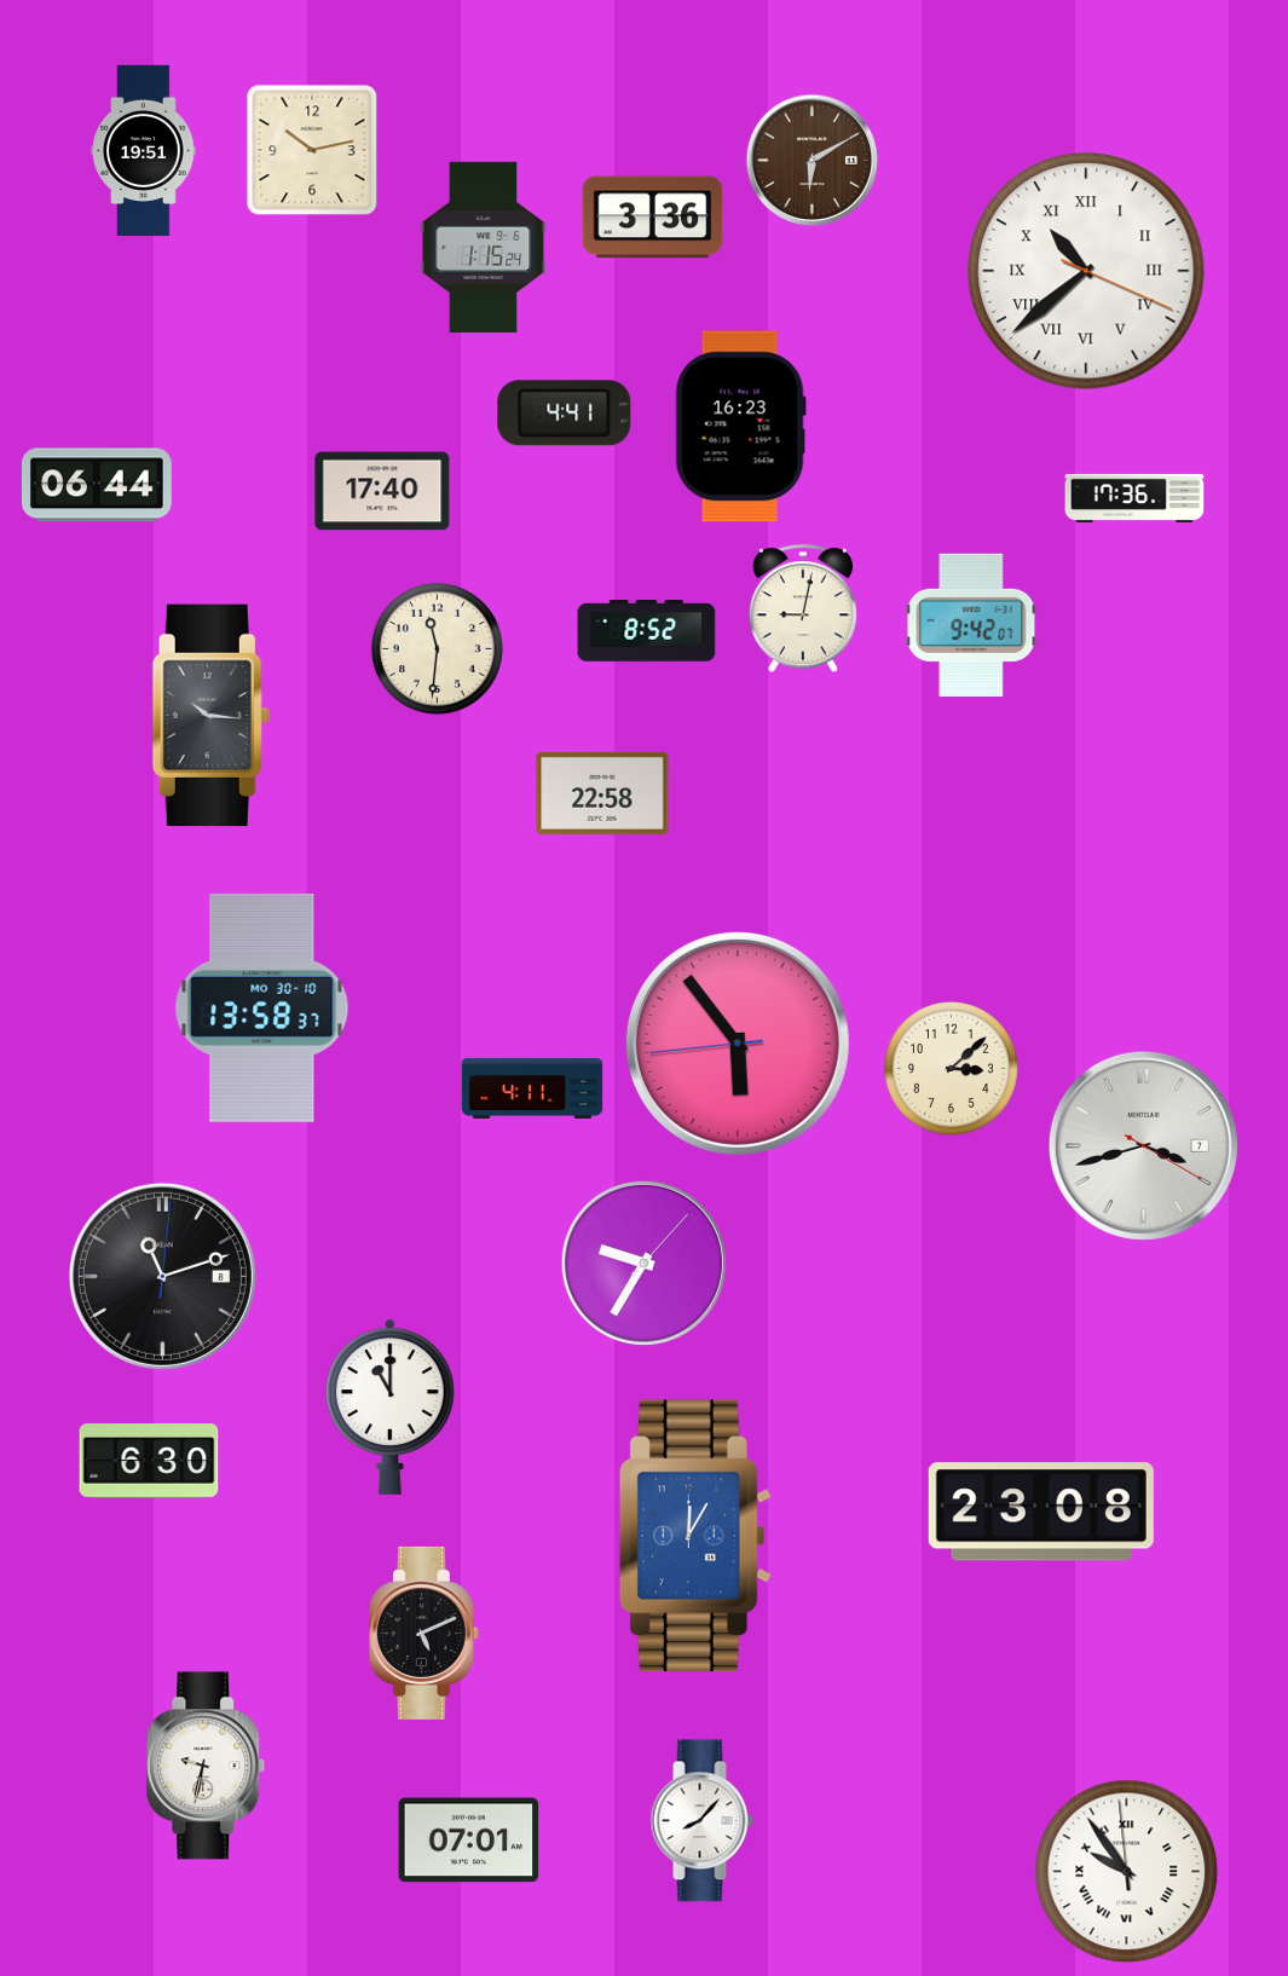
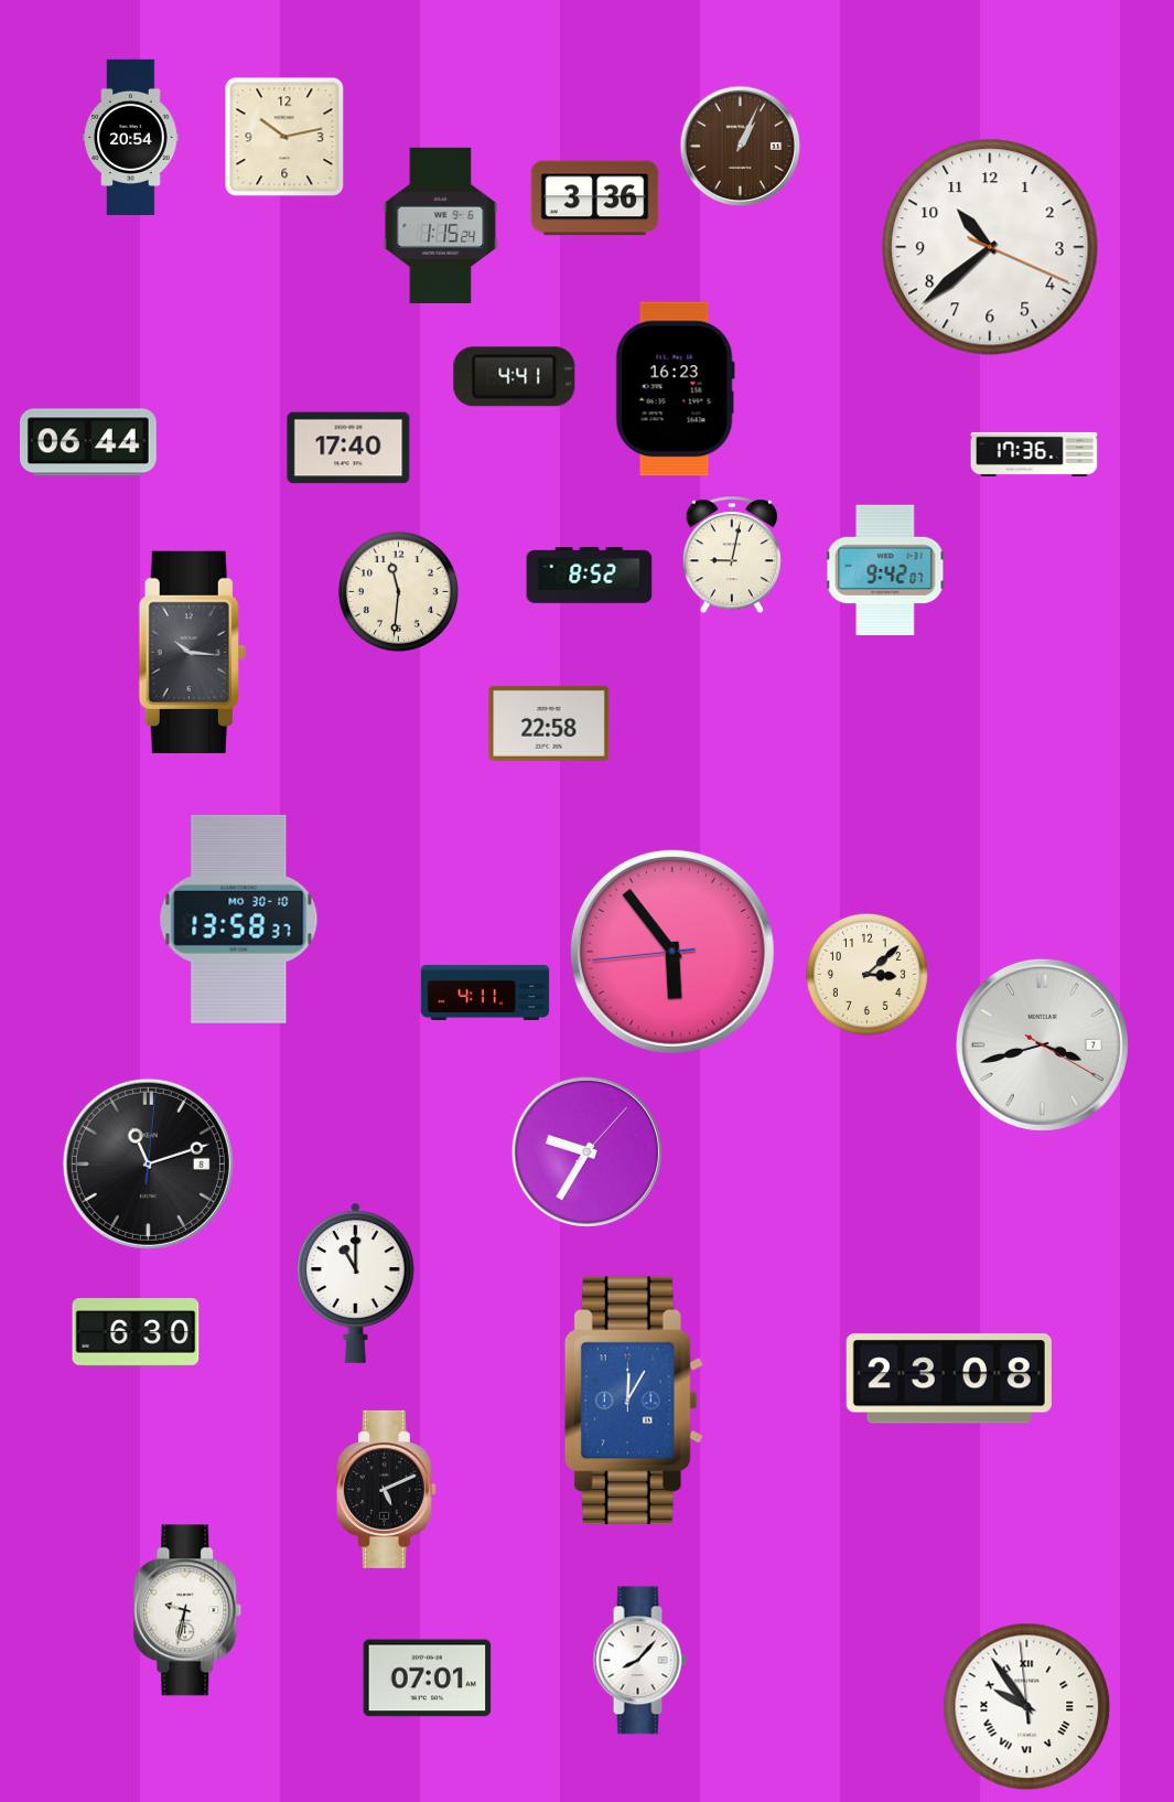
clock at (144, 150): 19:51 -> 20:54
clock at (813, 161): 6:10 -> 1:04
clock at (1086, 271) numerals: Roman -> Arabic
